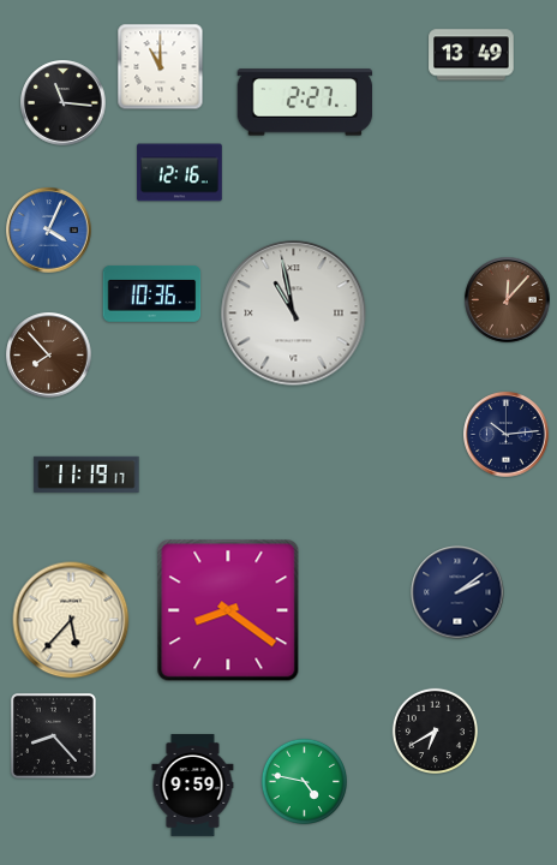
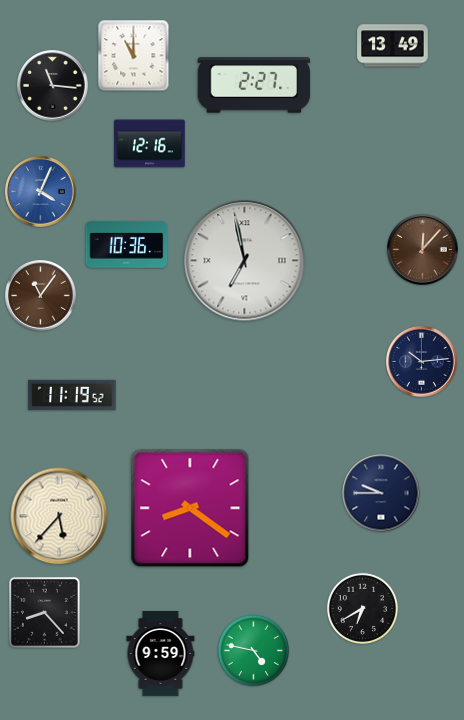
clock at (294, 314): 10:58 -> 6:58
clock at (49, 356): 7:53 -> 11:06
clock at (86, 475): 11:19:17 -> 11:19:52
clock at (457, 592): 2:09 -> 9:45
